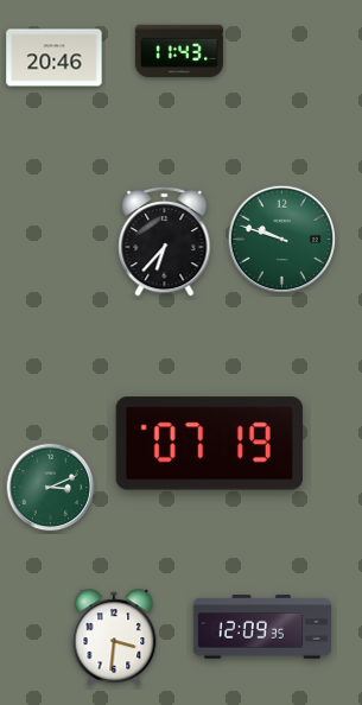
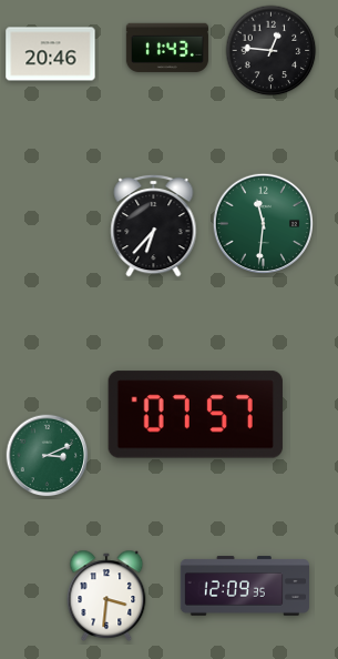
clock at (272, 51): none -> 12:46
clock at (281, 239): 9:48 -> 11:31
clock at (209, 444): 07:19 -> 07:57
